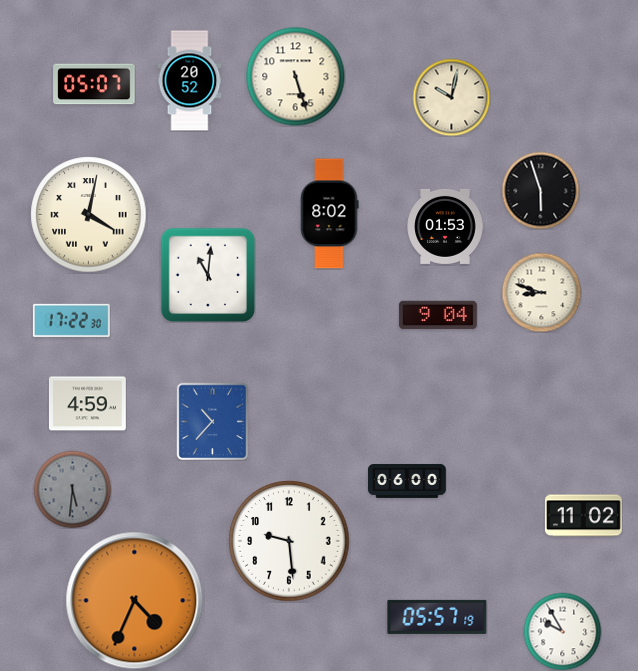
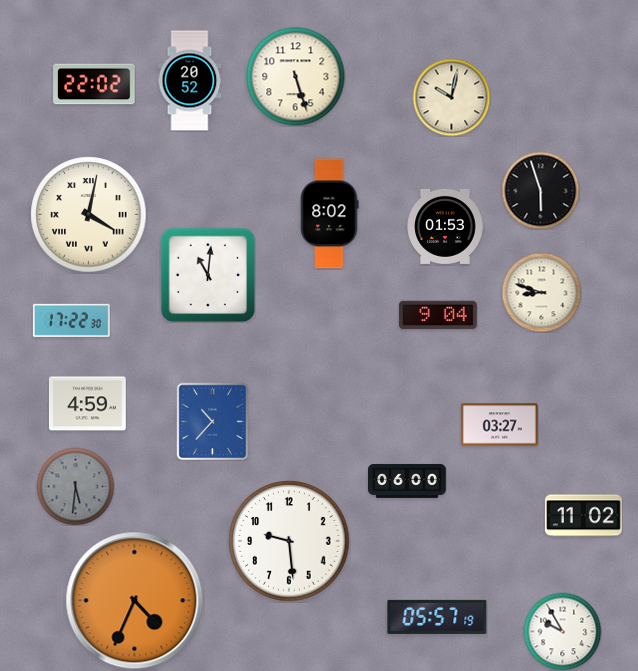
clock at (94, 84): 05:07 -> 22:02
clock at (499, 425): none -> 03:27
clock at (72, 489) position: (72, 489) -> (75, 486)
